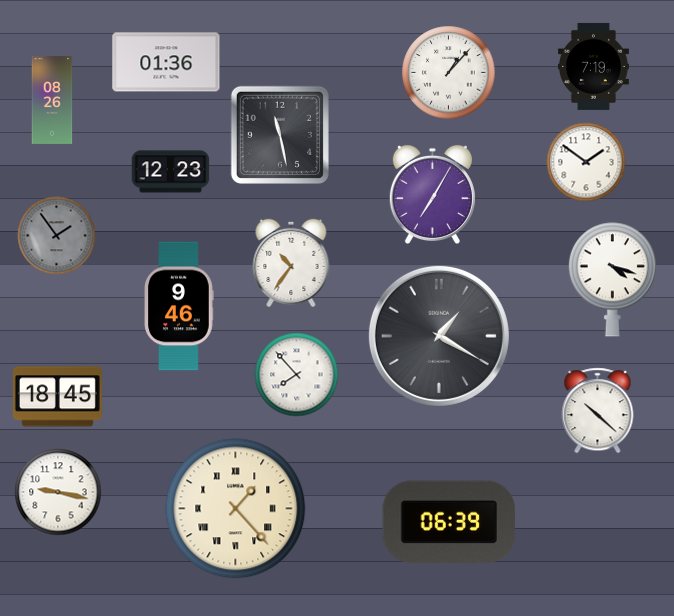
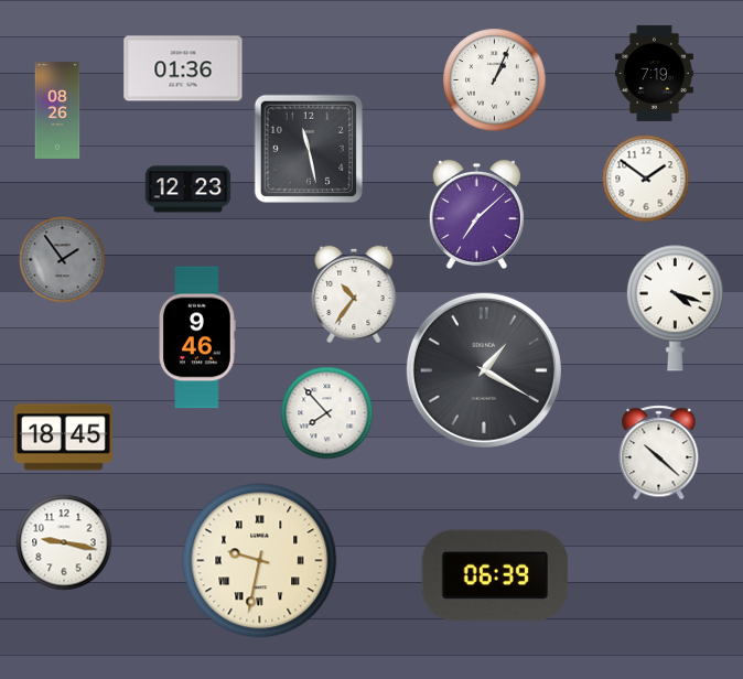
clock at (448, 72): 1:07 -> 1:04
clock at (432, 194): 7:05 -> 7:08
clock at (291, 263) position: (291, 263) -> (354, 294)
clock at (236, 509): 1:23 -> 9:32
